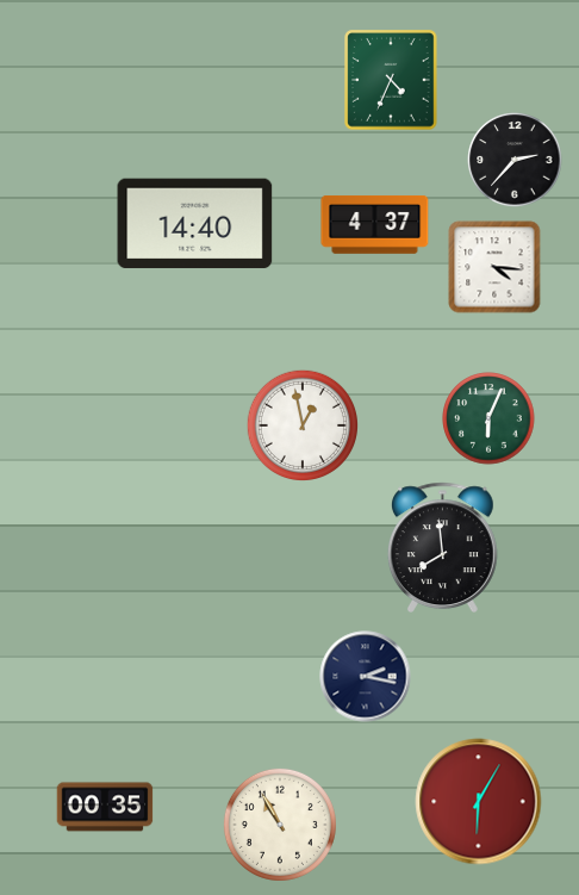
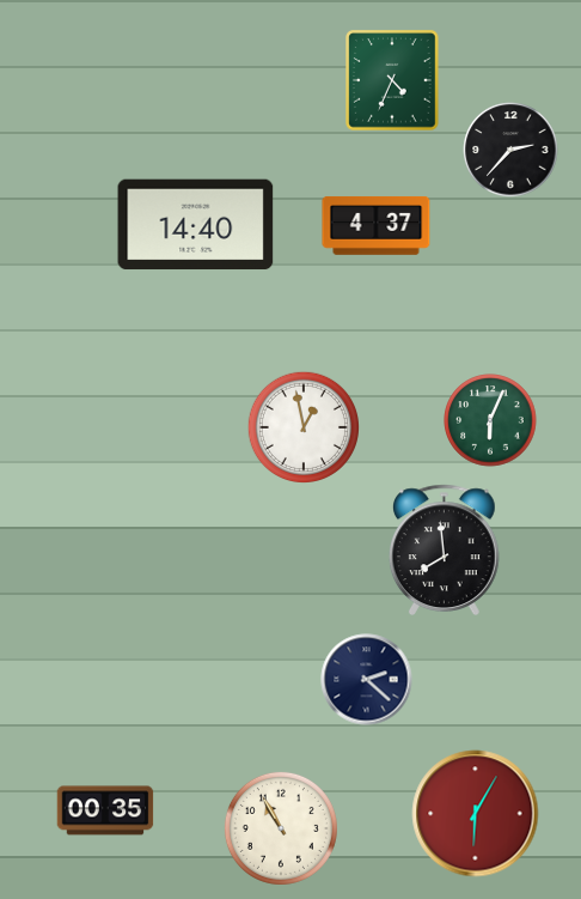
clock at (515, 160) position: (515, 160) -> (510, 150)
clock at (494, 267): 4:16 -> none
clock at (366, 677): 2:17 -> 2:22
clock at (479, 802) position: (479, 802) -> (476, 814)
